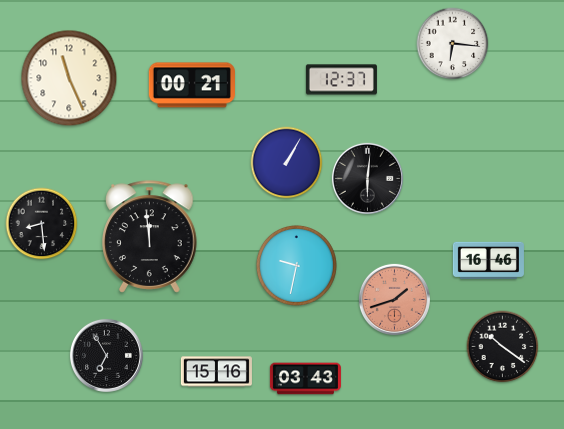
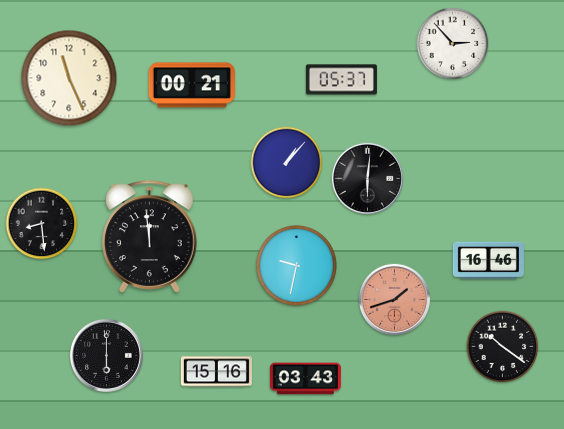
clock at (453, 44): 6:16 -> 2:53
clock at (341, 80): 12:37 -> 05:37
clock at (287, 163): 1:05 -> 1:07
clock at (106, 355): 6:55 -> 6:00
